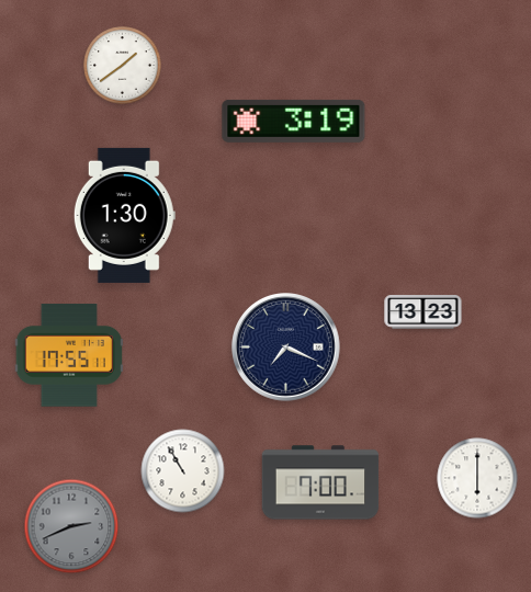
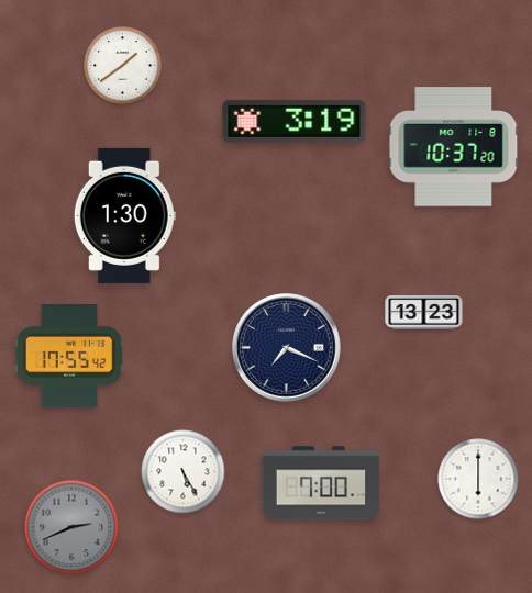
clock at (454, 147): none -> 10:37
clock at (69, 355): 17:55:11 -> 17:55:42
clock at (183, 471): 10:55 -> 5:25
